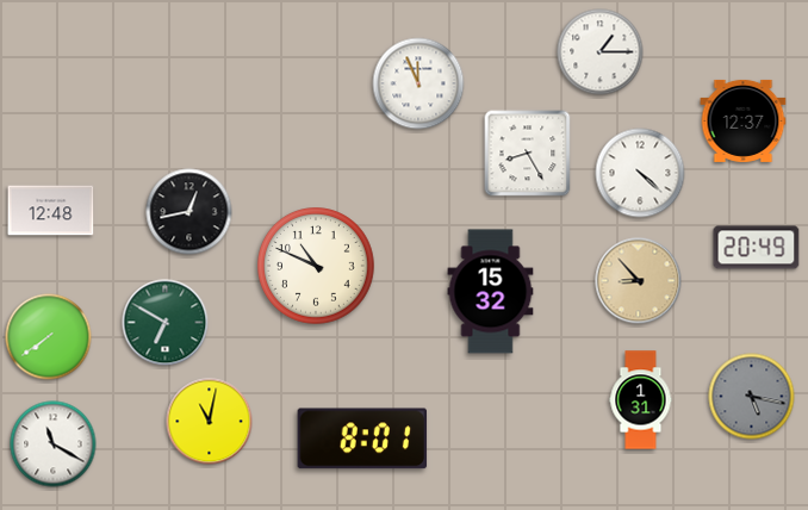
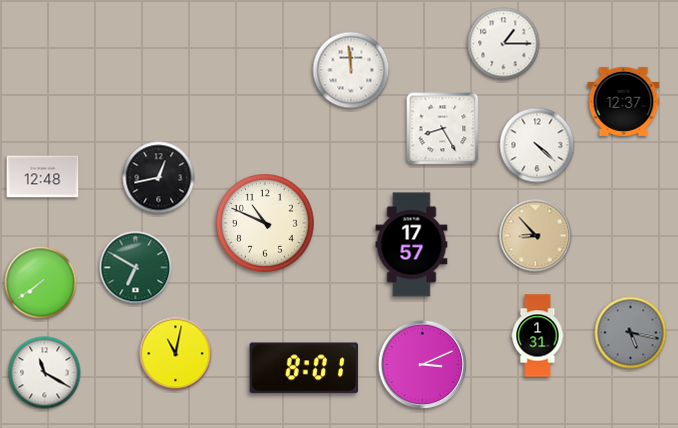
clock at (418, 83): 11:56 -> 11:59
clock at (757, 248): 20:49 -> none
clock at (491, 292): 15:32 -> 17:57
clock at (166, 323) position: (166, 323) -> (136, 268)
clock at (423, 365): none -> 3:11
